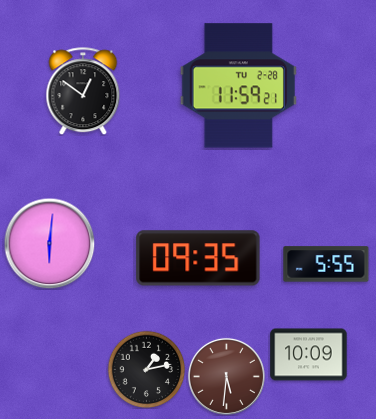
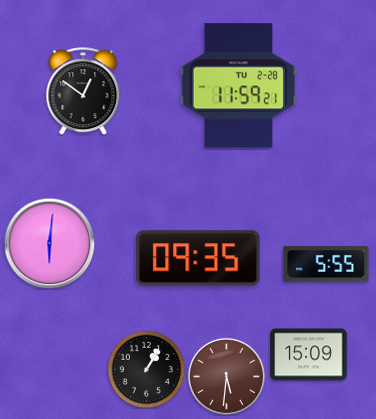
clock at (309, 355): 10:09 -> 15:09
clock at (146, 369): 1:13 -> 1:05
